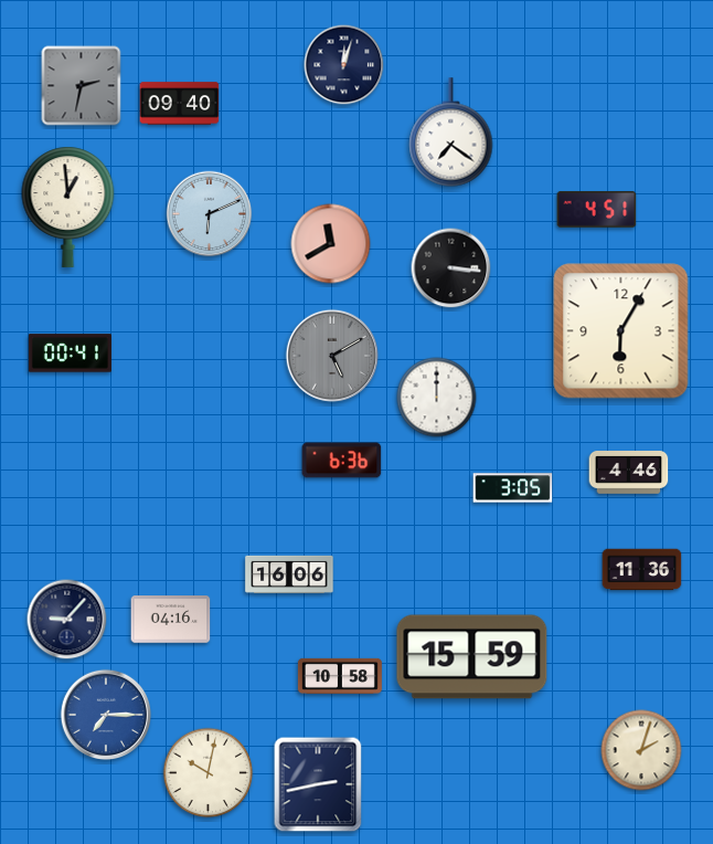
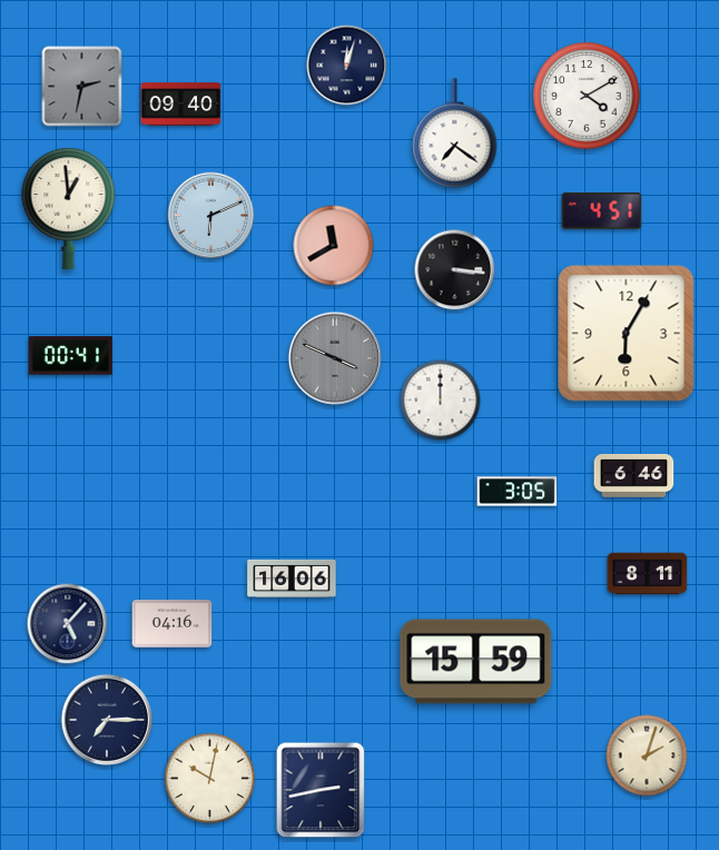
clock at (587, 96): none -> 4:10
clock at (332, 356): 5:10 -> 3:49
clock at (342, 461): 6:36 -> none
clock at (629, 473): 4:46 -> 6:46
clock at (642, 570): 11:36 -> 8:11
clock at (67, 620): 9:07 -> 5:07
clock at (340, 676): 10:58 -> none
clock at (105, 714) dial: blue -> navy
